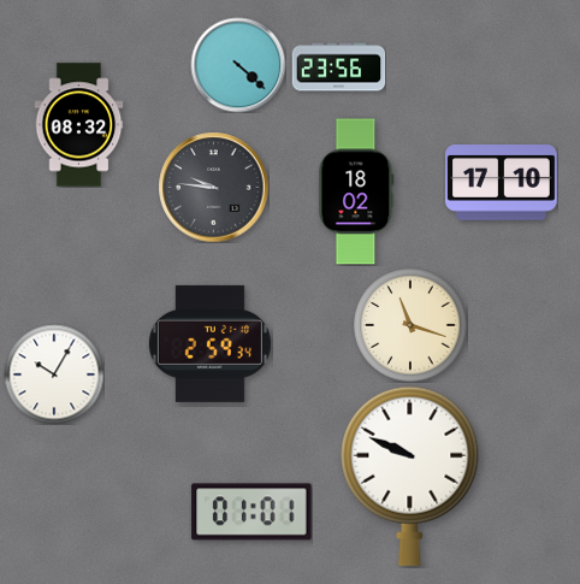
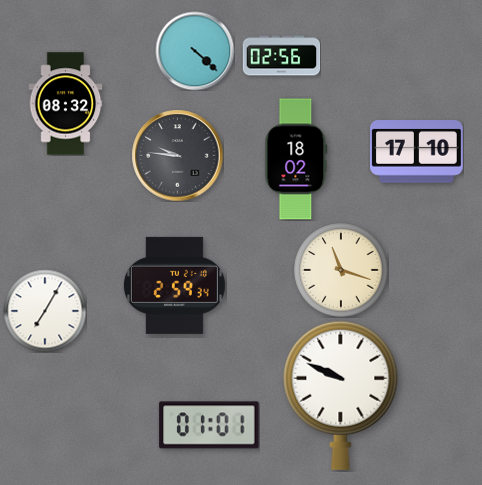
clock at (238, 65) position: (238, 65) -> (195, 51)
clock at (338, 67): 23:56 -> 02:56
clock at (54, 374): 10:05 -> 7:05
